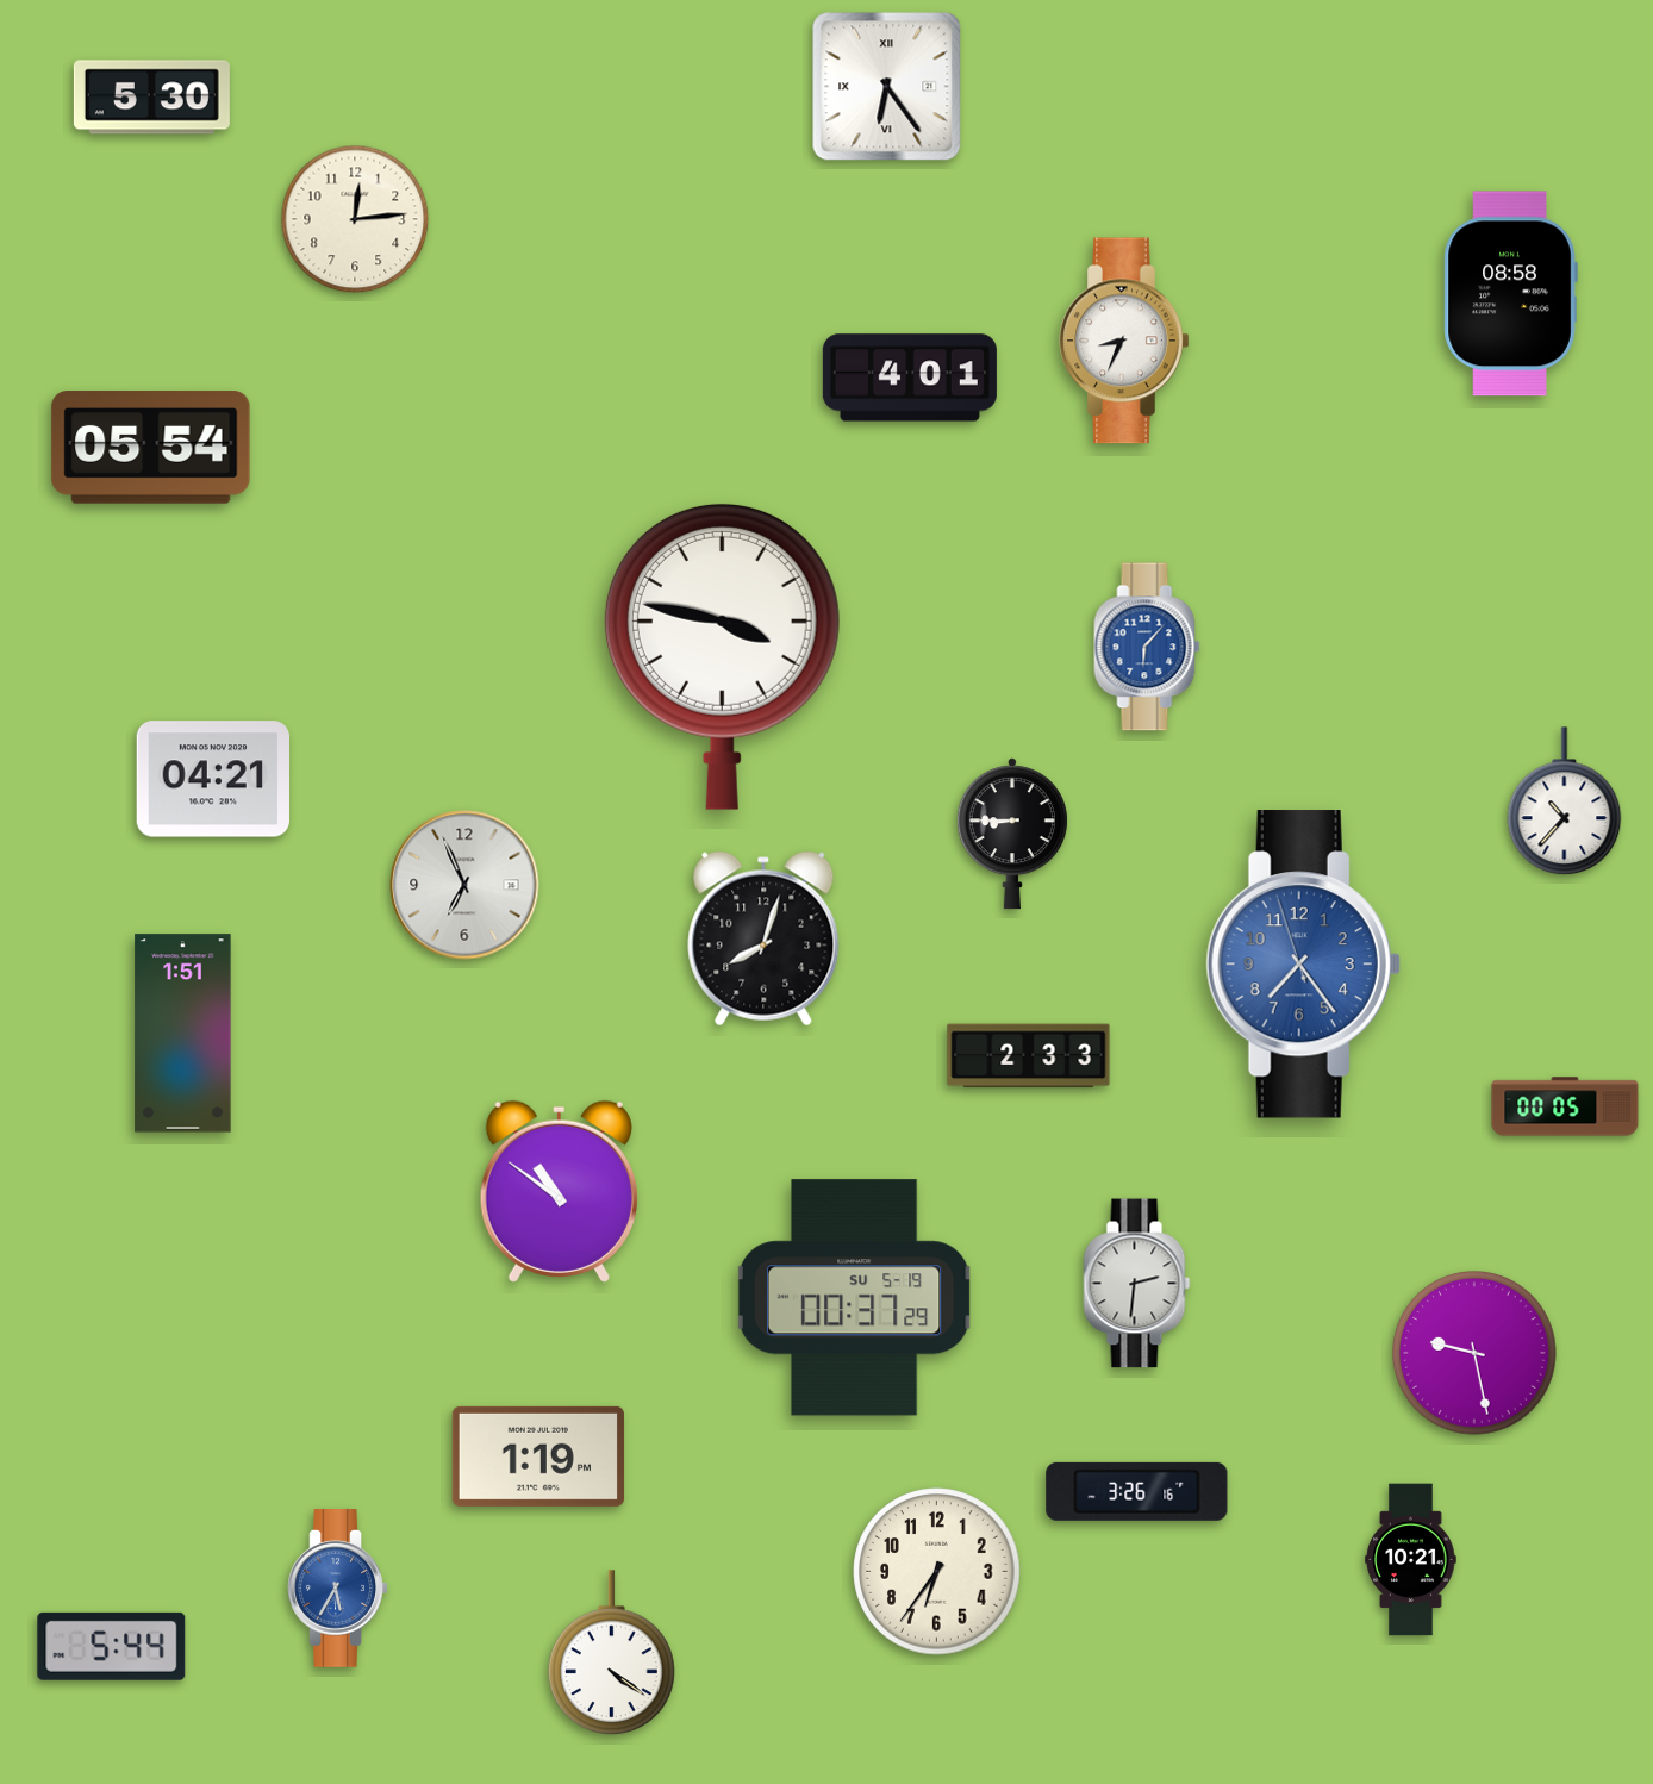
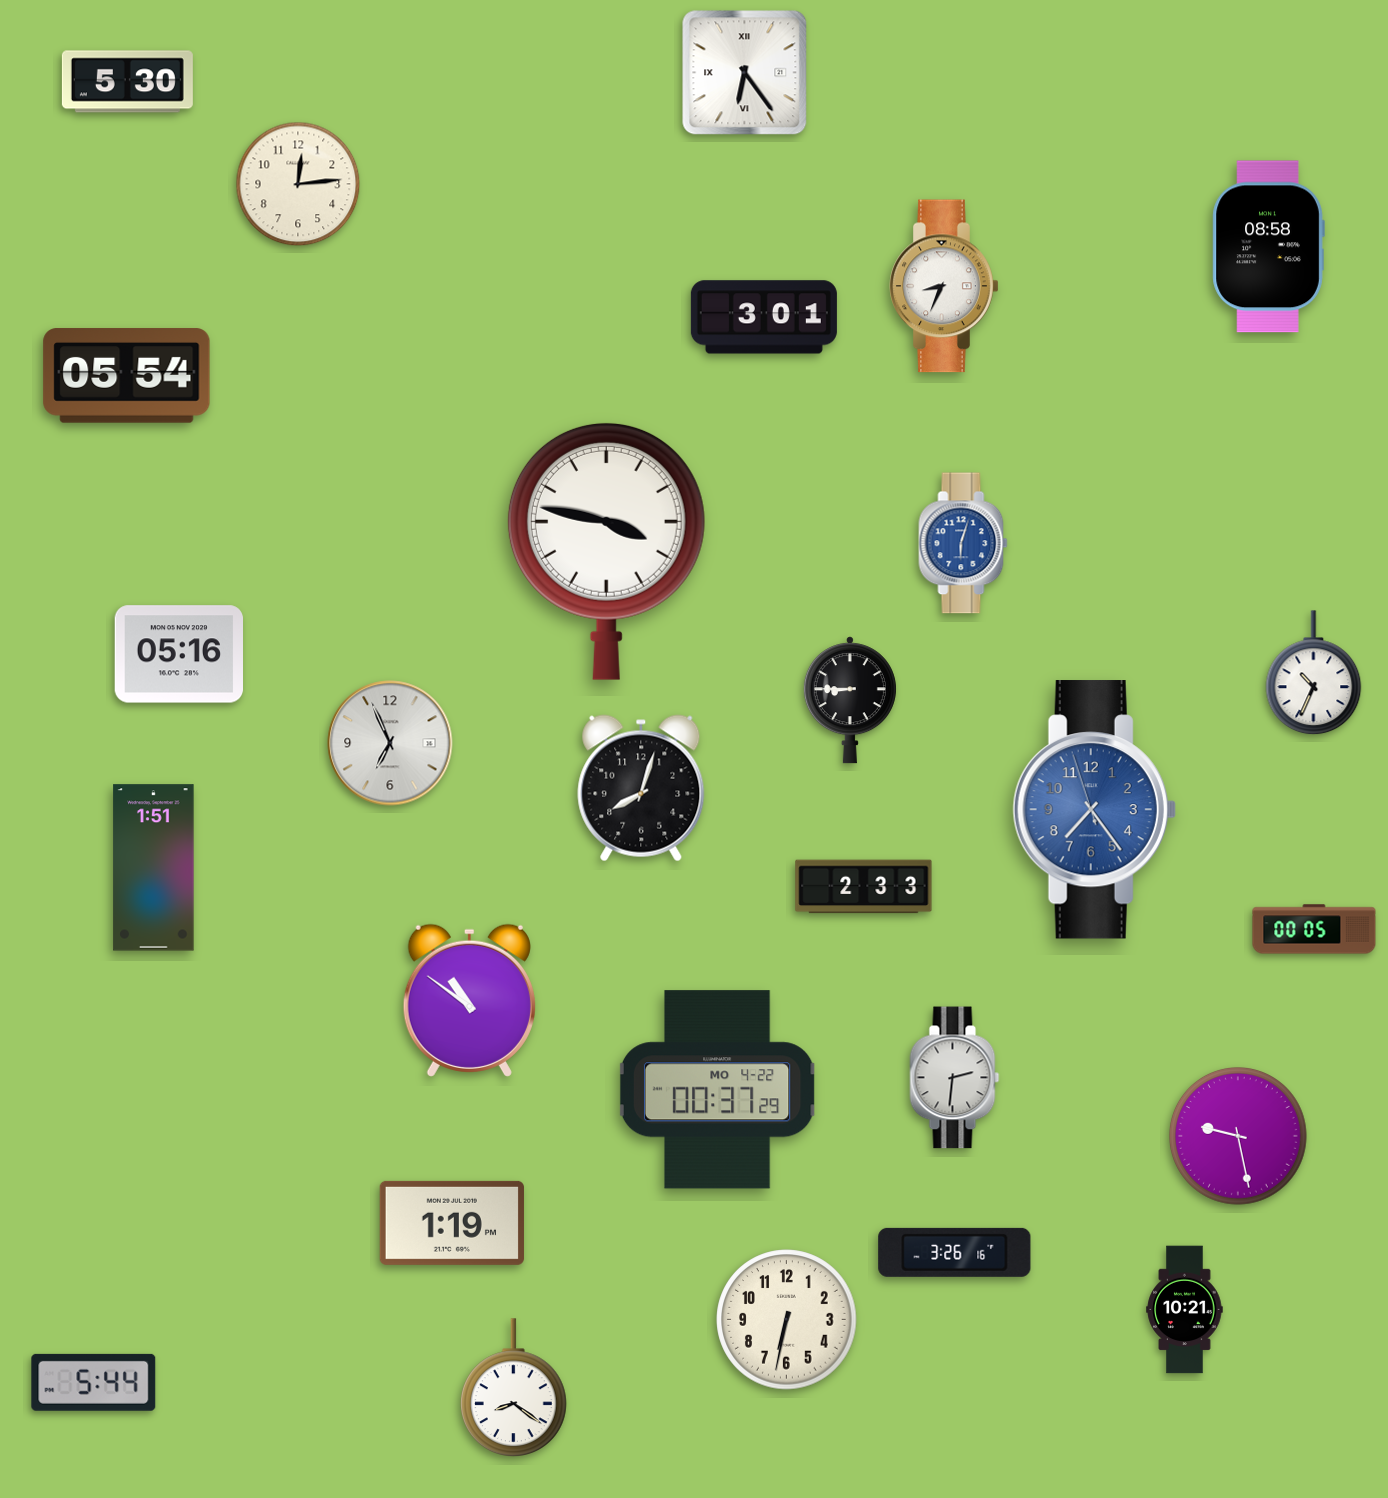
clock at (910, 378): 4:01 -> 3:01
clock at (1147, 647): 6:07 -> 6:03
clock at (213, 779): 04:21 -> 05:16
clock at (1565, 801): 10:37 -> 10:34
clock at (855, 1298) date: SU 5-19 -> MO 4-22
clock at (937, 1572): 6:36 -> 6:32
clock at (338, 1589): 5:35 -> none
clock at (611, 1652): 4:21 -> 8:21
